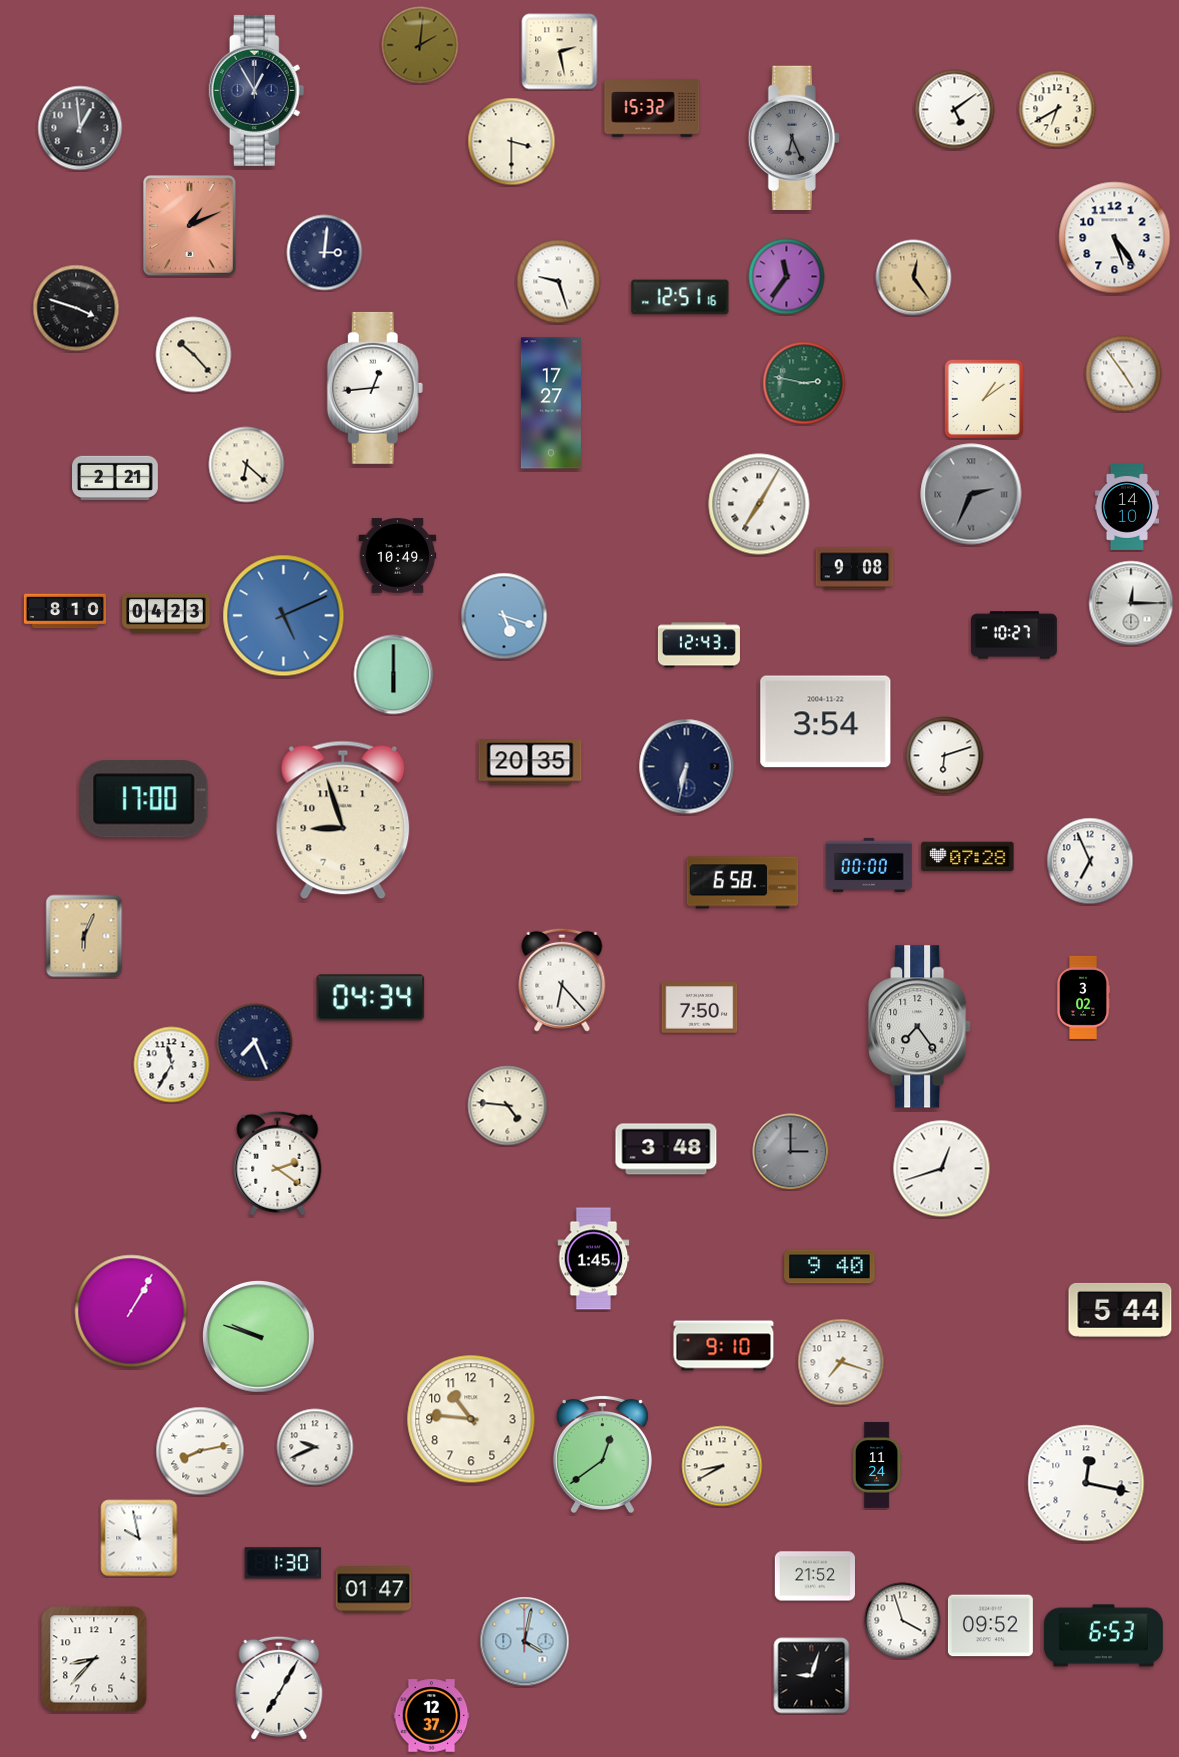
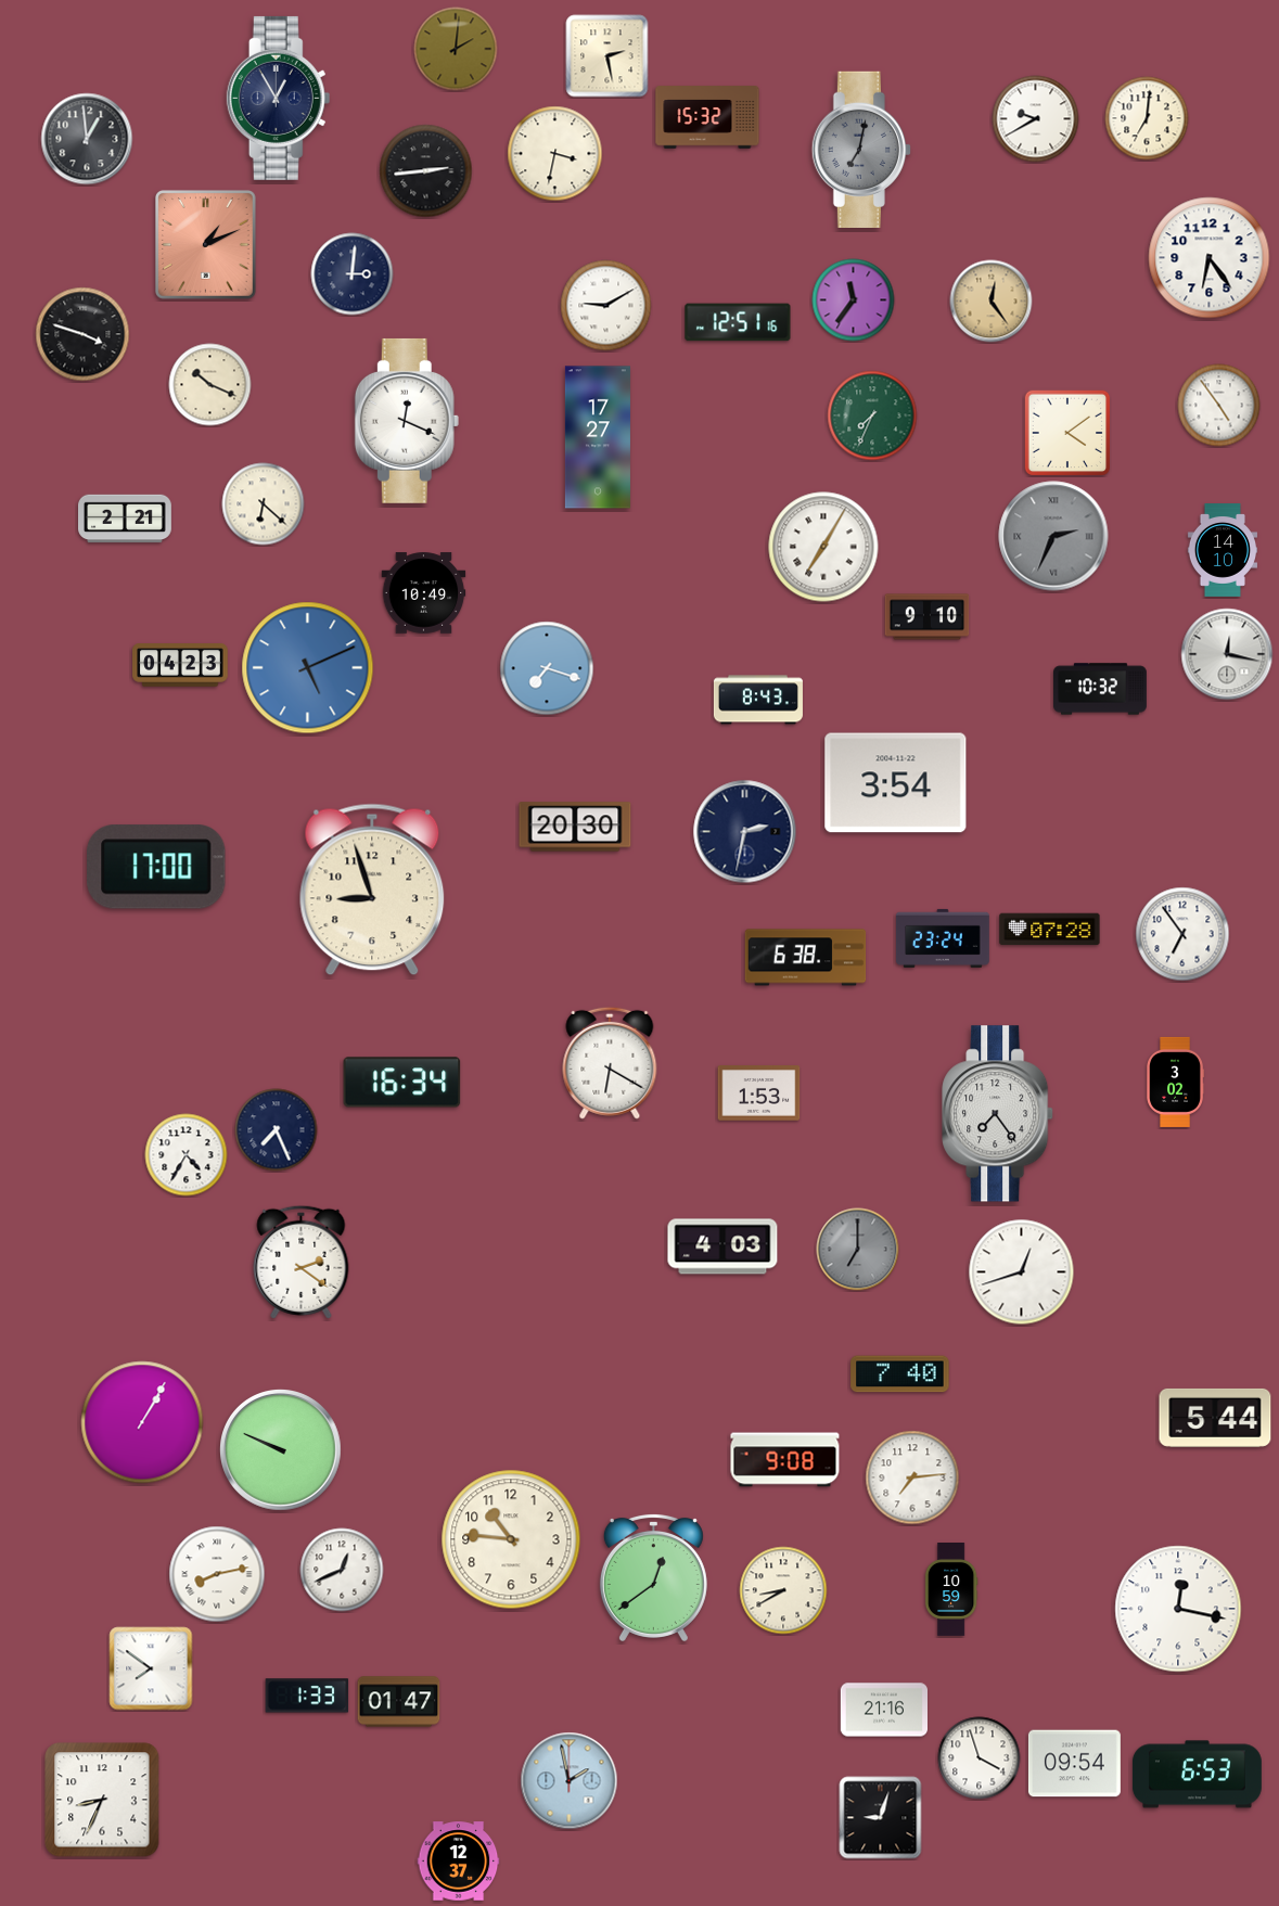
clock at (1057, 109): 6:40 -> 7:01
clock at (955, 110): 5:09 -> 9:40
clock at (793, 138): 6:26 -> 7:02
clock at (512, 142): 3:30 -> 3:32
clock at (426, 171): none -> 2:44
clock at (1115, 238): 5:24 -> 6:24
clock at (559, 282): 9:27 -> 9:10
clock at (194, 355): 10:23 -> 10:19
clock at (804, 383): 2:47 -> 7:34
clock at (375, 388): 12:44 -> 12:19
clock at (984, 399): 1:09 -> 4:09
clock at (247, 465) position: (247, 465) -> (264, 504)
clock at (398, 556) position: (398, 556) -> (424, 593)
clock at (855, 569): 9:08 -> 9:10
clock at (1131, 603): 12:15 -> 12:17
clock at (65, 611): 8:10 -> none
clock at (504, 616): 5:18 -> 7:18
clock at (1015, 635): 10:27 -> 10:32
clock at (699, 645): 12:43 -> 8:43
clock at (394, 675): 6:00 -> none
clock at (945, 756): 6:12 -> none
clock at (530, 762): 20:35 -> 20:30
clock at (687, 767): 6:32 -> 2:32
clock at (1090, 861): 6:56 -> 6:54
clock at (869, 865): 00:00 -> 23:24
clock at (743, 883): 6:58 -> 6:38
clock at (84, 936): 6:04 -> none
clock at (562, 980): 6:23 -> 6:20
clock at (371, 998): 04:34 -> 16:34
clock at (700, 1008): 7:50 -> 1:53
clock at (172, 1065): 11:35 -> 4:35
clock at (508, 1106): 4:46 -> none
clock at (666, 1149): 3:48 -> 4:03
clock at (791, 1152): 3:00 -> 7:00
clock at (942, 1169) position: (942, 1169) -> (1022, 1272)
clock at (594, 1259): 1:45 -> none
clock at (830, 1267): 9:40 -> 7:40
clock at (1120, 1310) position: (1120, 1310) -> (1215, 1418)
clock at (259, 1337): 9:48 -> 9:49
clock at (724, 1346): 9:10 -> 9:08
clock at (841, 1362): 7:18 -> 7:14
clock at (315, 1447): 9:41 -> 12:41
clock at (877, 1466): 11:24 -> 10:59
clock at (139, 1538): 9:58 -> 7:51
clock at (283, 1563): 1:30 -> 1:33
clock at (814, 1576): 21:52 -> 21:16
clock at (374, 1590) position: (374, 1590) -> (399, 1702)
clock at (990, 1626): 09:52 -> 09:54
clock at (525, 1642): 4:02 -> 1:58
clock at (94, 1659): 8:37 -> 8:34
clock at (279, 1688): 7:05 -> none
clock at (432, 1716) position: (432, 1716) -> (459, 1862)
